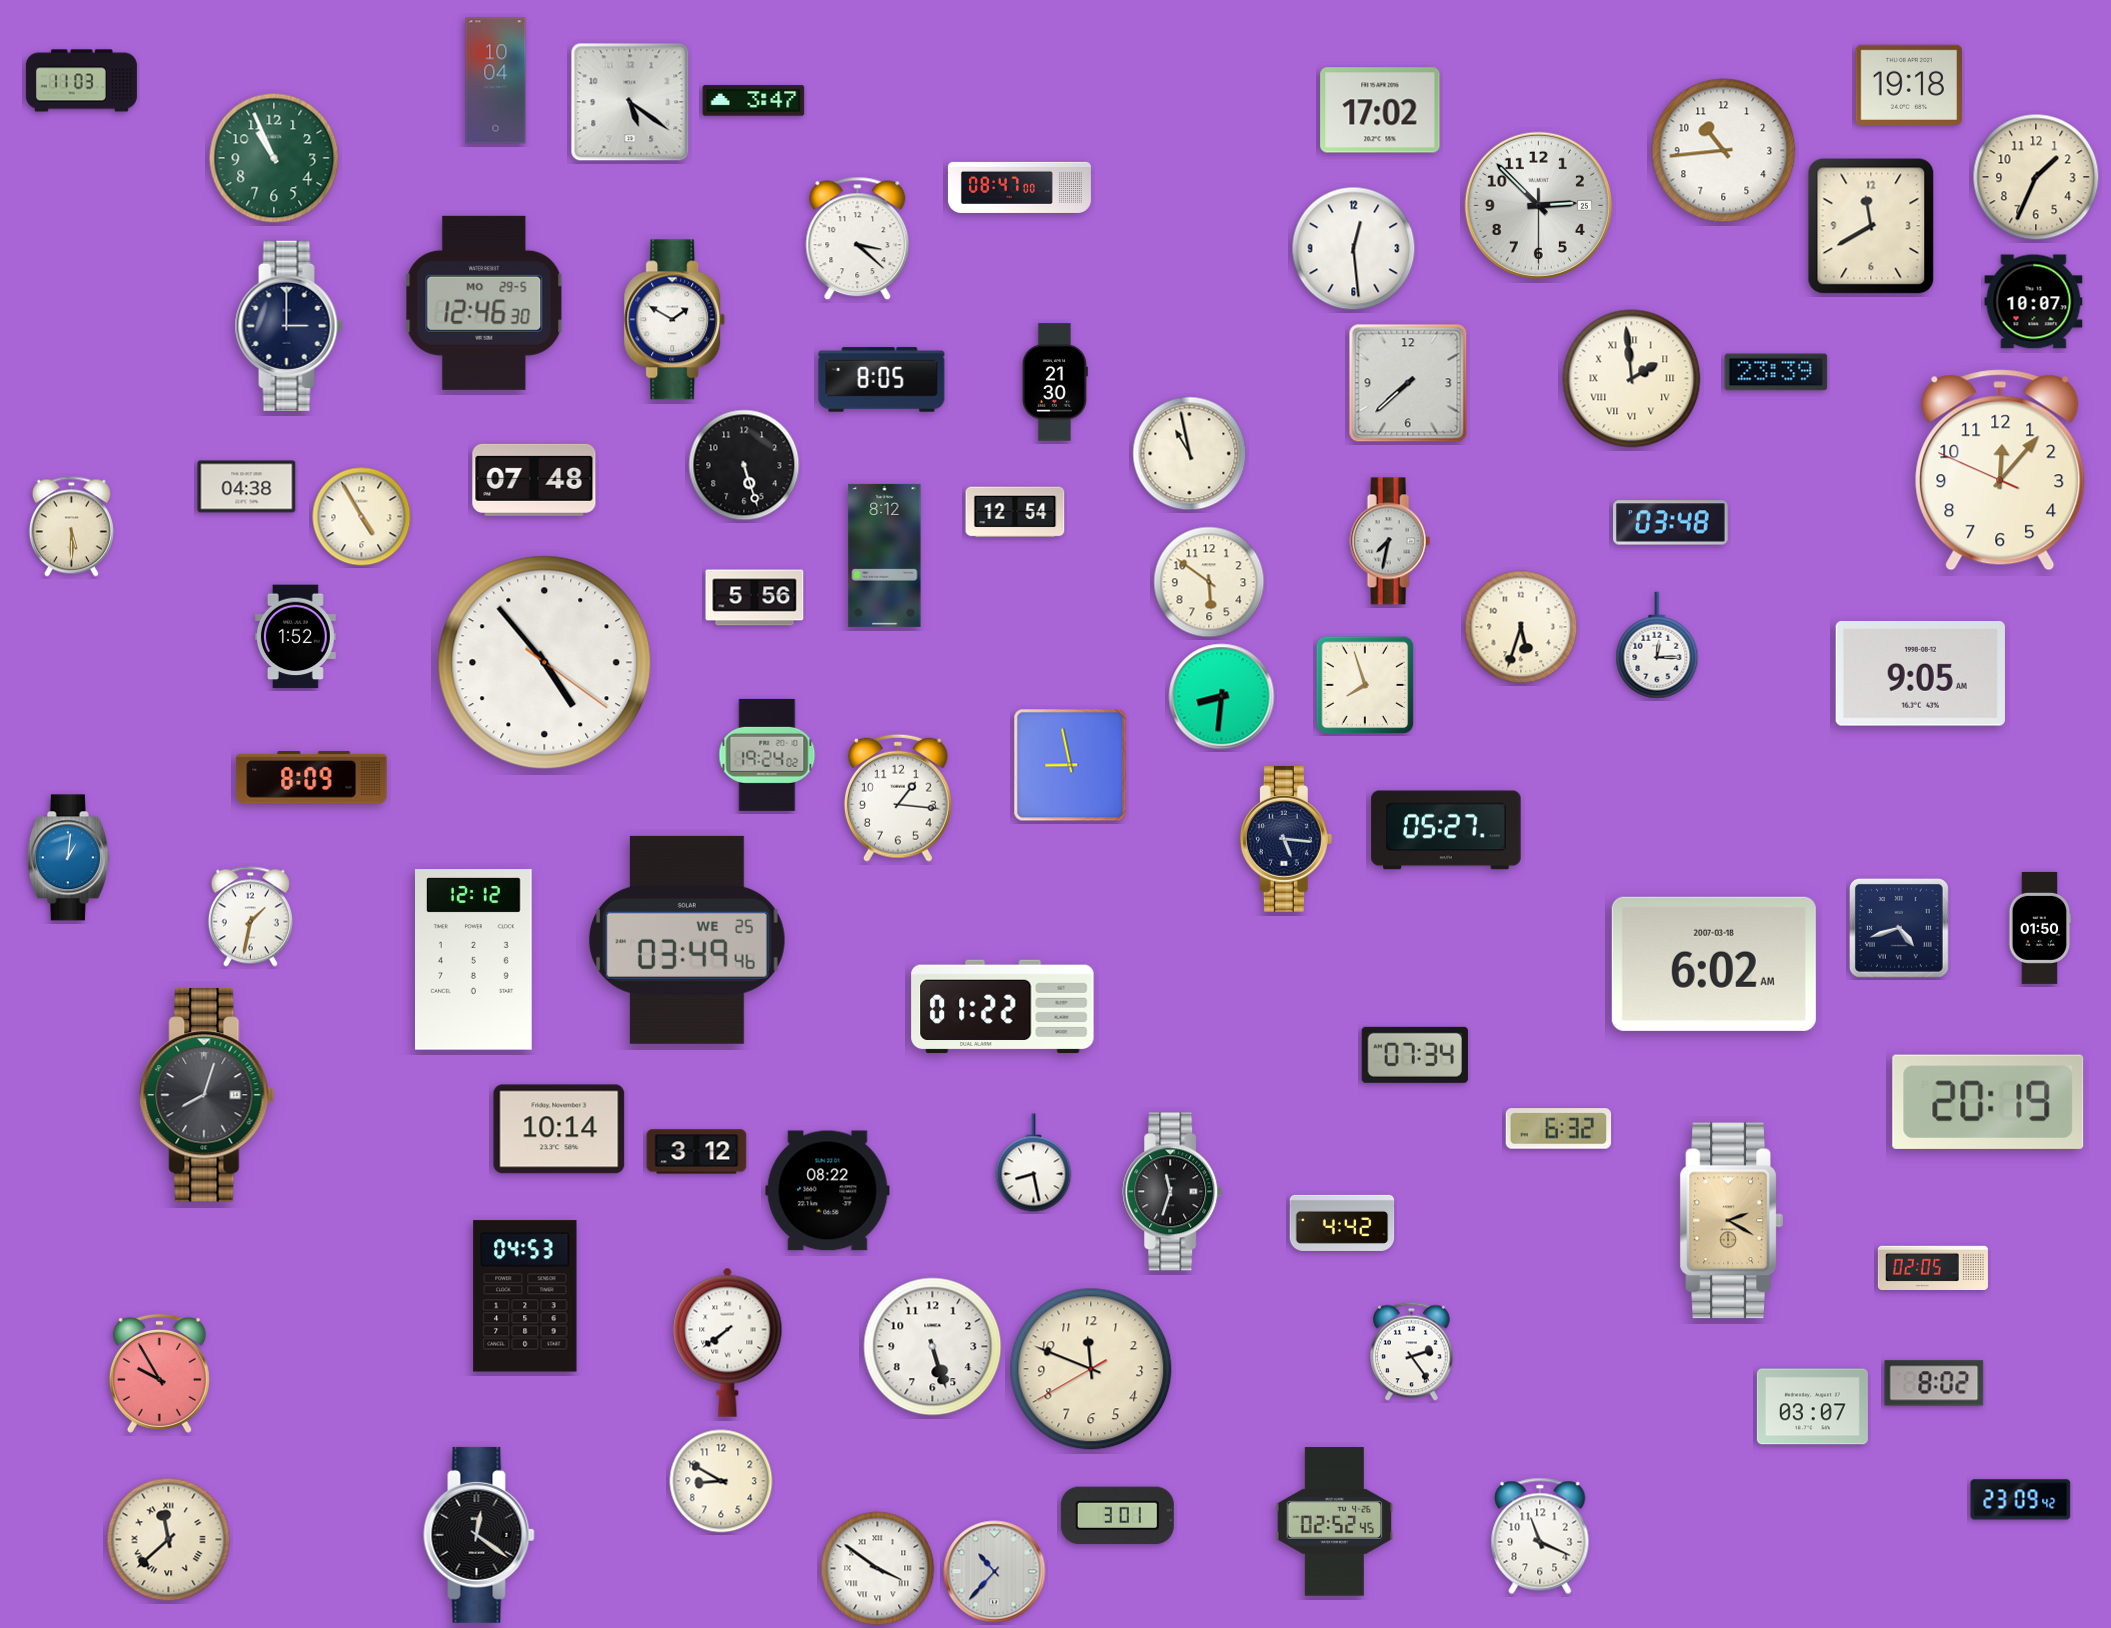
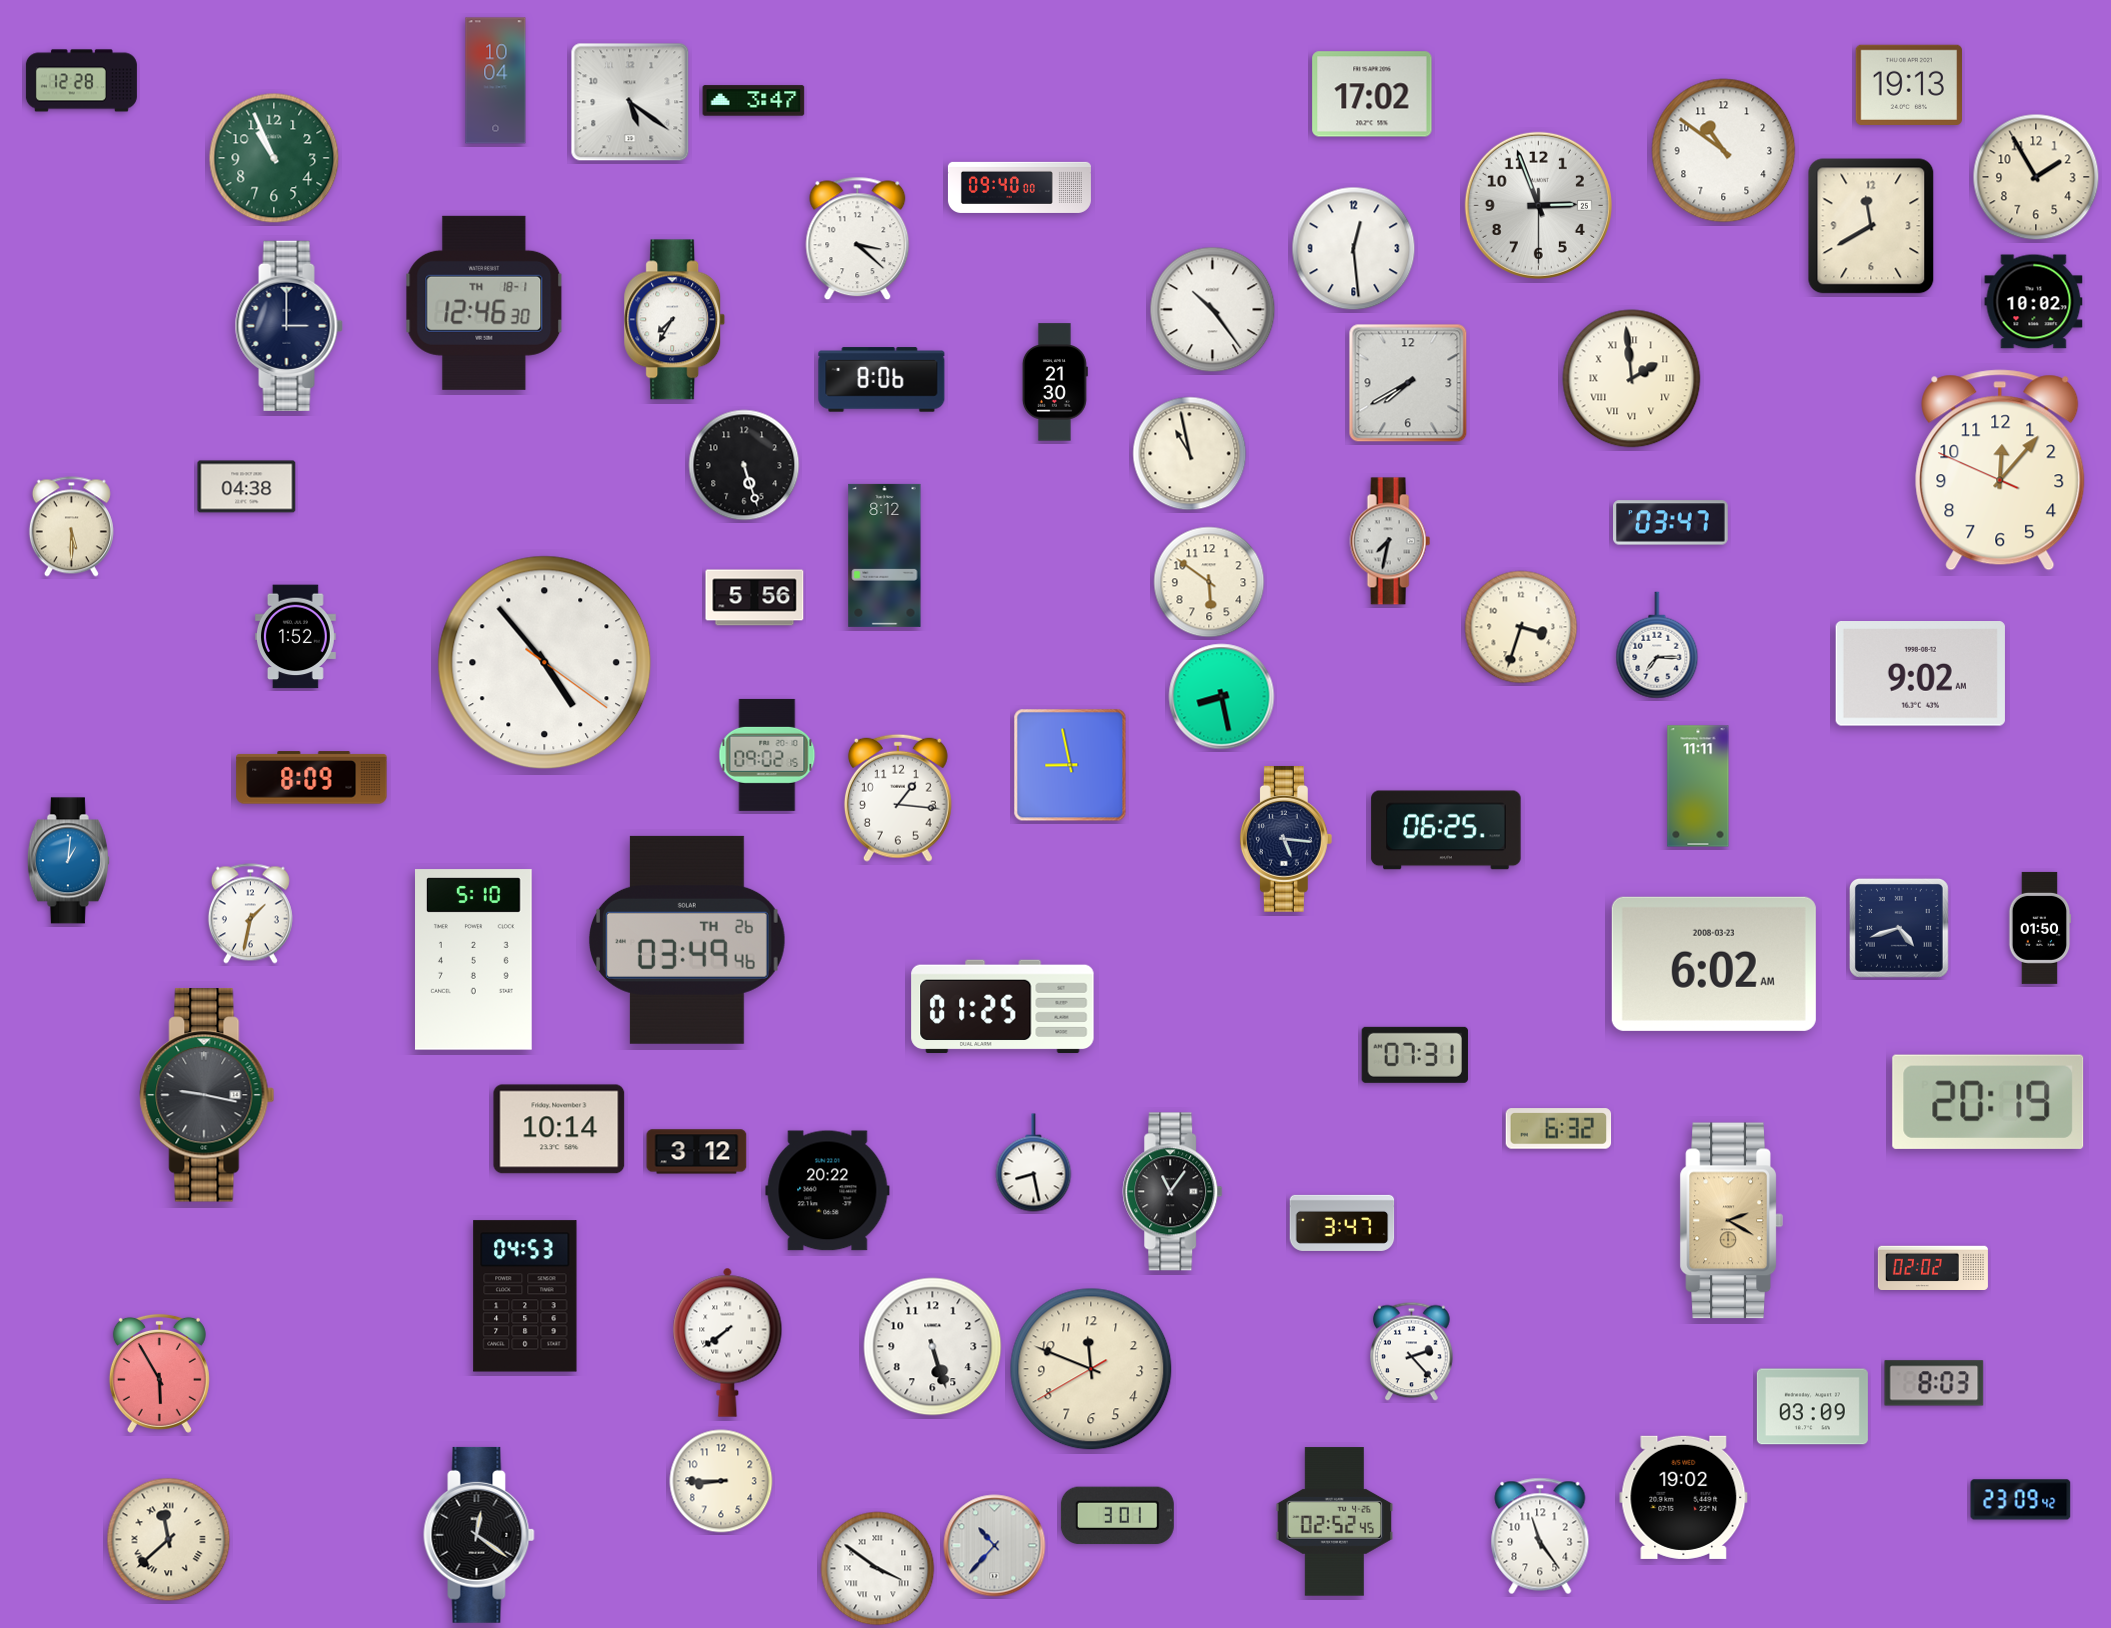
clock at (81, 81): 11:03 -> 12:28
clock at (1908, 85): 19:18 -> 19:13
clock at (1380, 110) position: (1380, 110) -> (1372, 94)
clock at (1724, 151): 10:44 -> 10:51
clock at (2036, 177): 1:34 -> 1:55
clock at (1019, 187): 08:47 -> 09:40
clock at (1538, 205): 2:52 -> 2:56
clock at (2034, 302): 10:07 -> 10:02
clock at (484, 303) date: MO 29-5 -> TH 18-1
clock at (1213, 310): none -> 10:24
clock at (675, 320): 1:50 -> 7:35
clock at (1776, 372): 23:39 -> none
clock at (882, 380): 8:05 -> 8:06
clock at (1408, 383): 7:38 -> 7:40
clock at (534, 480): 07:48 -> none
clock at (1015, 512): 12:54 -> none
clock at (362, 517): 4:55 -> none
clock at (1671, 523): 03:48 -> 03:47
clock at (1521, 627): 5:33 -> 3:33
clock at (1657, 645): 12:15 -> 7:15
clock at (1920, 674): 9:05 -> 9:02
clock at (1365, 685): 7:57 -> none
clock at (1222, 697): 8:31 -> 8:28
clock at (767, 755): 19:24 -> 09:02
clock at (1698, 786): none -> 11:11
clock at (1446, 830): 05:27 -> 06:25
clock at (68, 858) position: (68, 858) -> (68, 861)
clock at (250, 917) position: (250, 917) -> (250, 914)
clock at (687, 940) date: WE 25 -> TH 26
clock at (474, 960): 12:12 -> 5:10
clock at (1714, 964) date: 2007-03-18 -> 2008-03-23
clock at (1003, 1007): 01:22 -> 01:25
clock at (1415, 1055): 07:34 -> 07:31
clock at (207, 1095): 8:03 -> 9:17
clock at (828, 1191): 08:22 -> 20:22
clock at (1173, 1192): 11:33 -> 11:06
clock at (1342, 1223): 4:42 -> 3:47
clock at (1933, 1267): 02:05 -> 02:02
clock at (1412, 1352): 2:24 -> 2:23
clock at (159, 1373): 9:55 -> 5:55
clock at (1934, 1383): 8:02 -> 8:03
clock at (1812, 1407): 03:07 -> 03:09
clock at (721, 1481): 8:50 -> 8:45
clock at (1684, 1497): none -> 19:02
clock at (1540, 1536): 11:19 -> 11:24
clock at (995, 1572) position: (995, 1572) -> (995, 1546)
